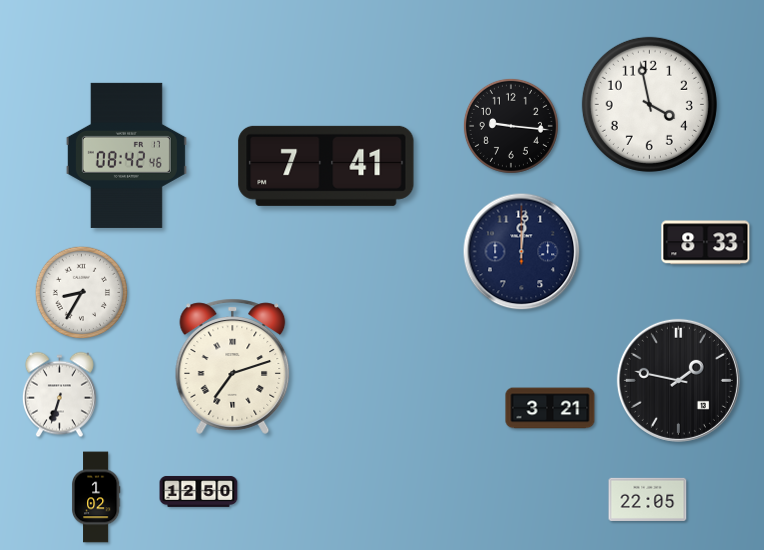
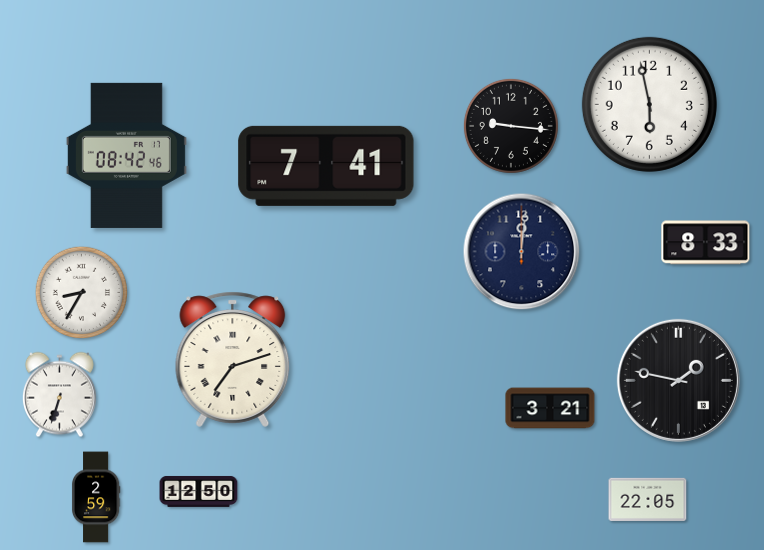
clock at (649, 104): 3:58 -> 5:58
clock at (233, 366) position: (233, 366) -> (233, 359)
clock at (96, 497): 1:02 -> 2:59
